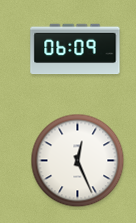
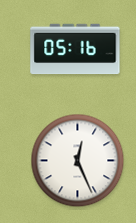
clock at (75, 49): 06:09 -> 05:16
